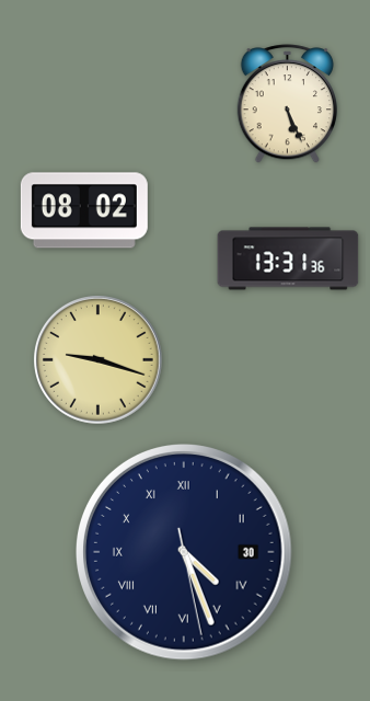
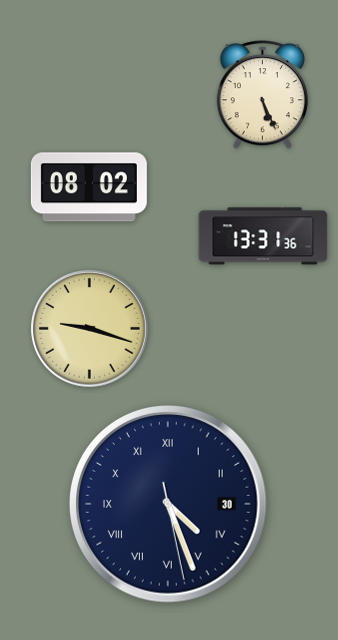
clock at (84, 210) position: (84, 210) -> (89, 187)
